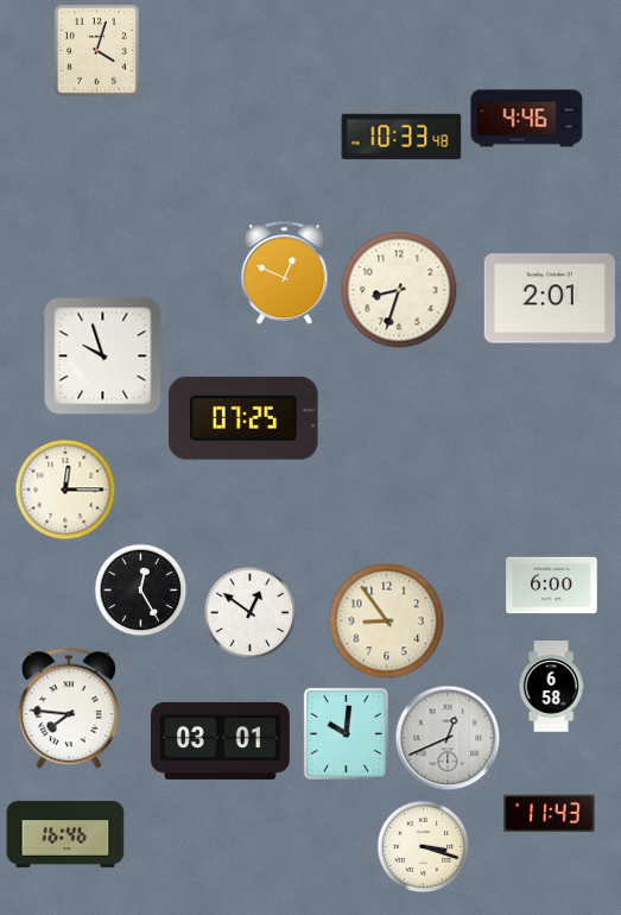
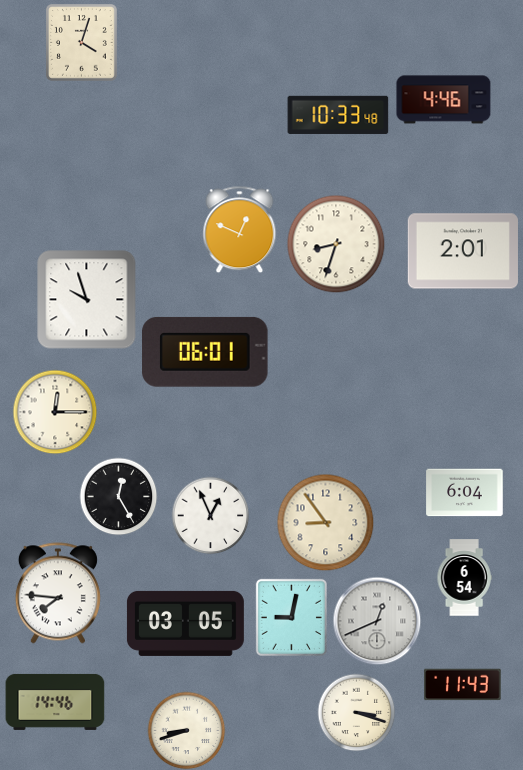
clock at (243, 418): 07:25 -> 06:01
clock at (552, 586): 6:00 -> 6:04
clock at (249, 612): 12:51 -> 12:56
clock at (551, 687): 6:58 -> 6:54
clock at (69, 708) position: (69, 708) -> (58, 593)
clock at (346, 733): 10:01 -> 9:02
clock at (220, 740): 03:01 -> 03:05
clock at (65, 834): 16:46 -> 14:46
clock at (186, 730): none -> 8:42
